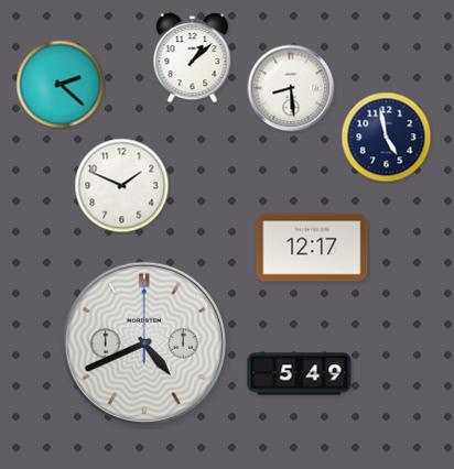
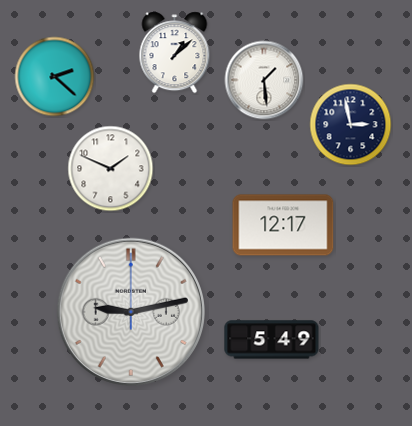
clock at (291, 88): 8:29 -> 1:29
clock at (387, 138): 4:58 -> 2:58
clock at (144, 343): 4:41 -> 9:13
